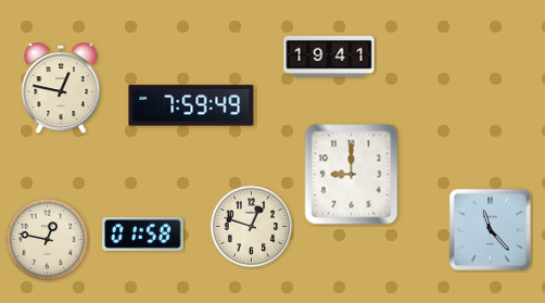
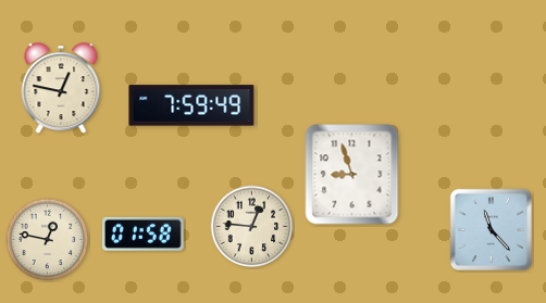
clock at (329, 56): 19:41 -> none
clock at (352, 175): 9:00 -> 8:57
clock at (252, 227): 12:48 -> 12:46
